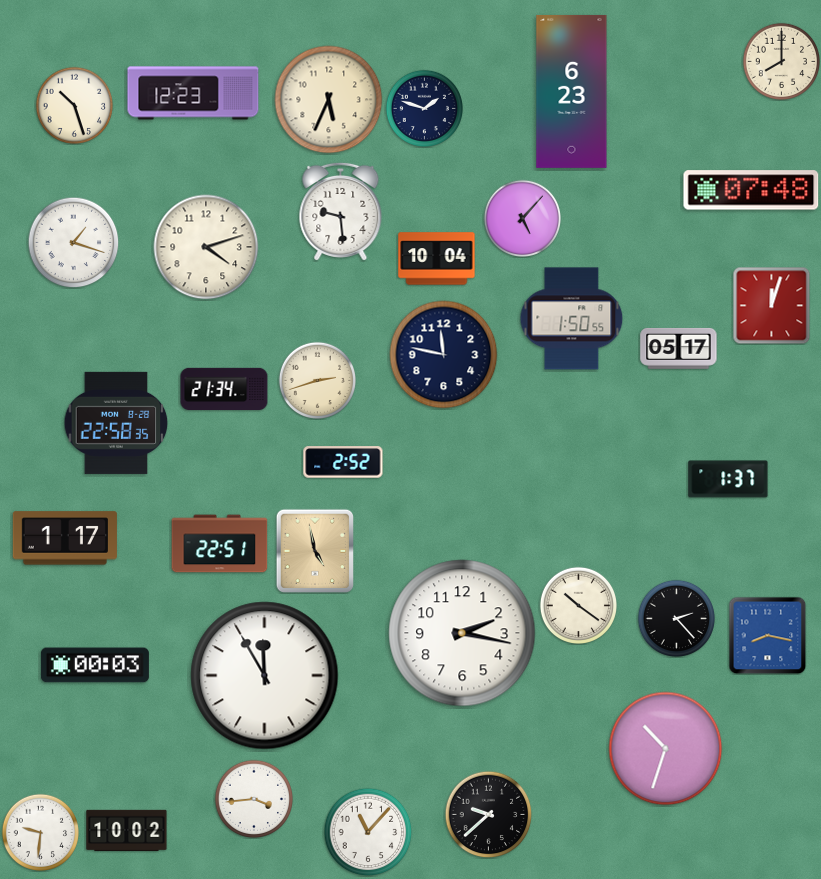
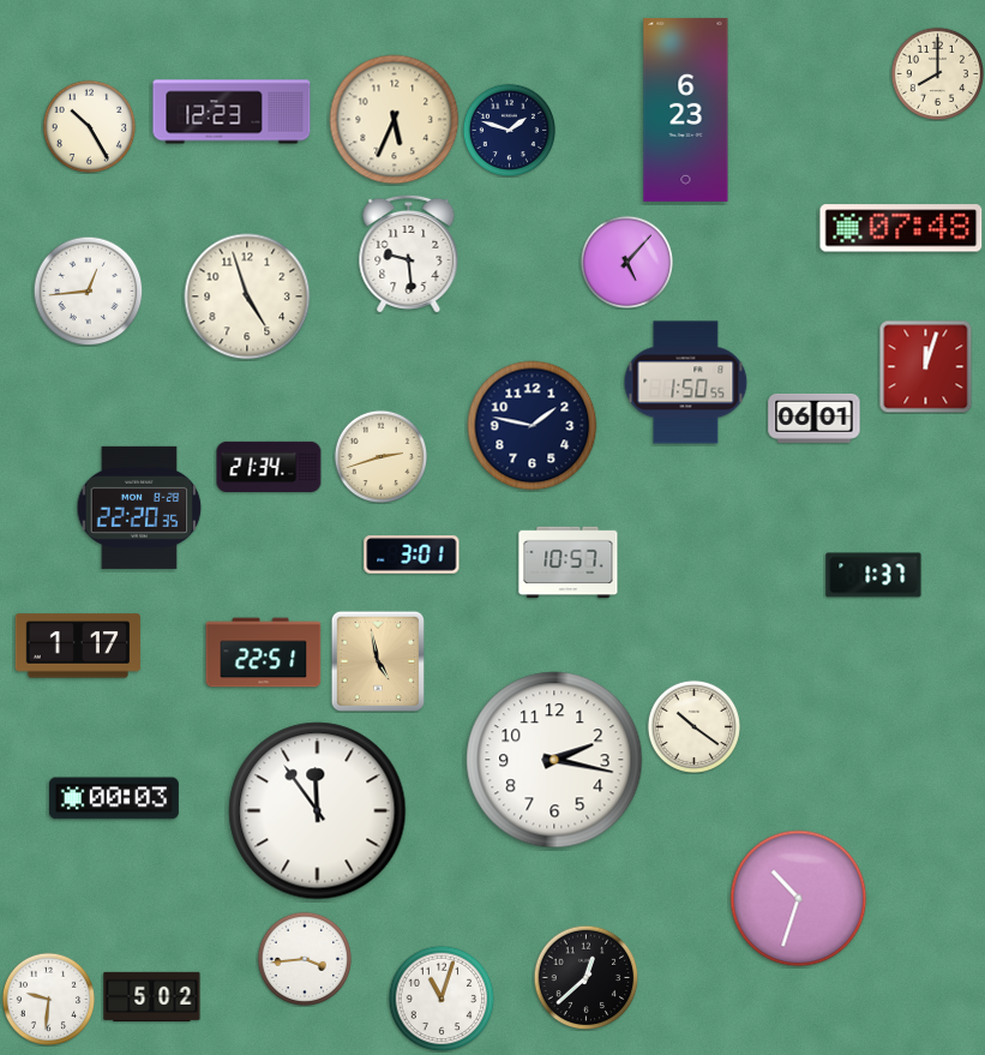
clock at (74, 105): 10:27 -> 10:25
clock at (73, 242): 1:18 -> 12:44
clock at (206, 247): 4:12 -> 4:57
clock at (437, 259): 10:04 -> none
clock at (679, 348): 05:17 -> 06:01
clock at (444, 355): 11:47 -> 1:47
clock at (116, 423): 22:58 -> 22:20
clock at (343, 462): 2:52 -> 3:01
clock at (569, 563): none -> 10:57
clock at (676, 618): 2:23 -> none
clock at (767, 635): 8:17 -> none
clock at (265, 676): 11:55 -> 11:54
clock at (488, 814): 9:38 -> 12:38
clock at (127, 830): 10:02 -> 5:02
clock at (368, 832): 11:07 -> 11:03
